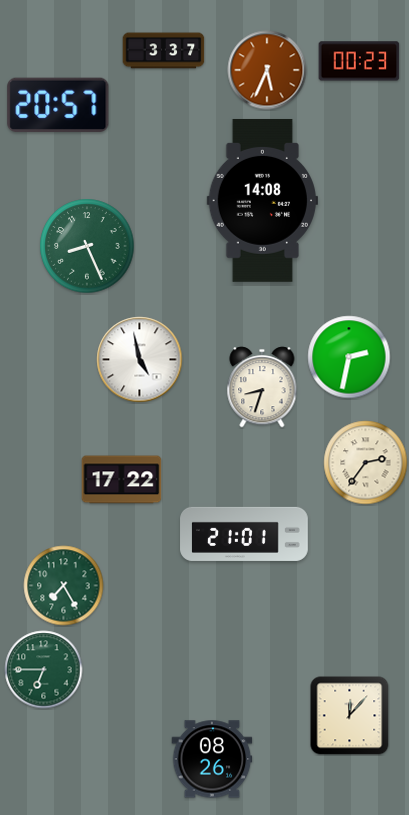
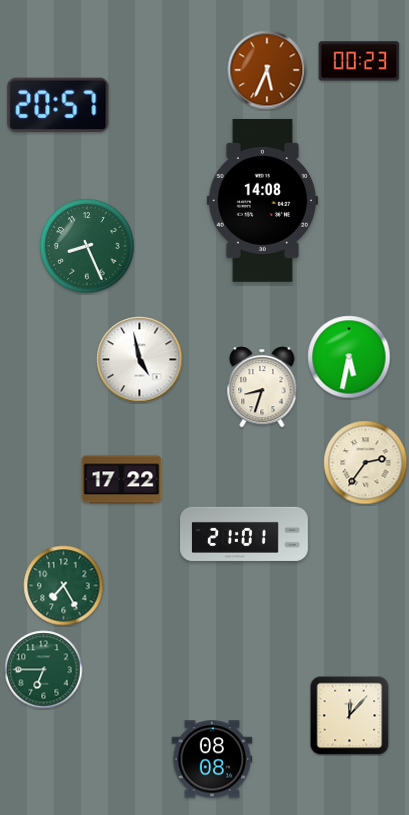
clock at (164, 51): 3:37 -> none
clock at (349, 357): 2:32 -> 5:32
clock at (212, 759): 08:26 -> 08:08
